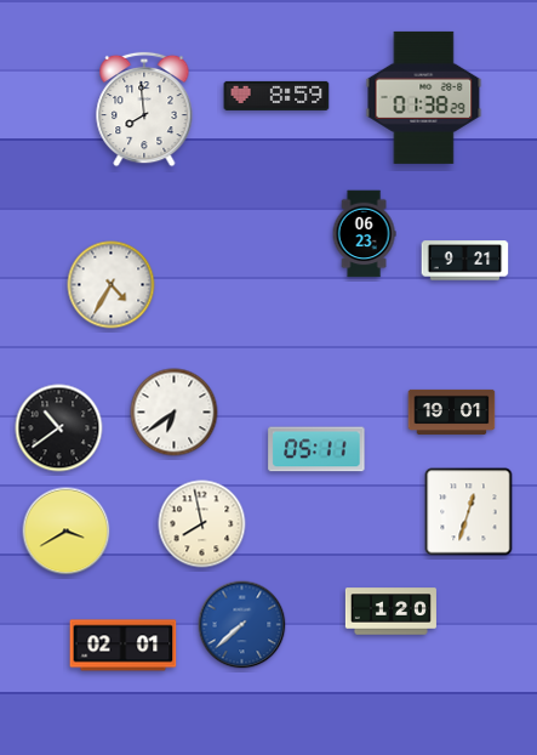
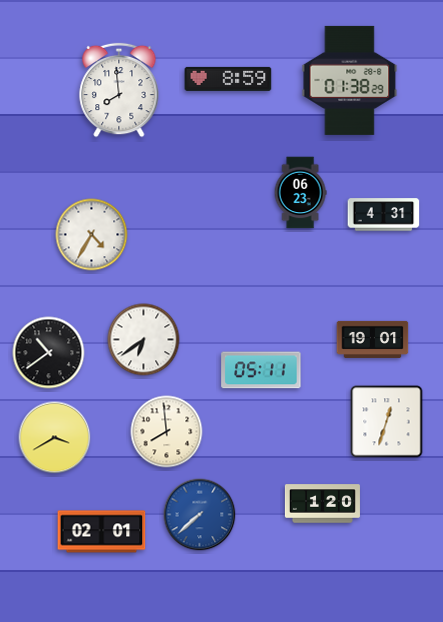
clock at (465, 261): 9:21 -> 4:31
clock at (202, 524): 7:58 -> 7:59
